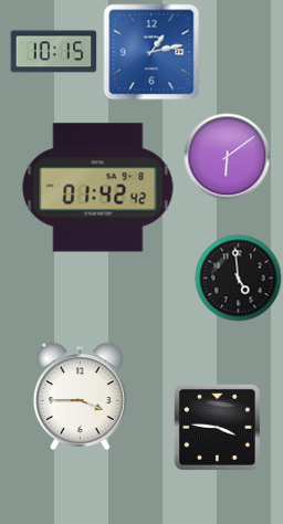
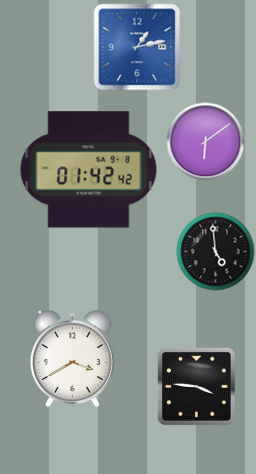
clock at (53, 52): 10:15 -> none
clock at (80, 396): 3:45 -> 3:40
